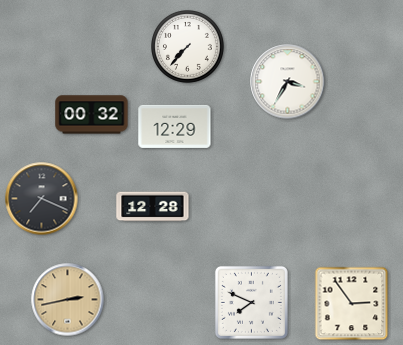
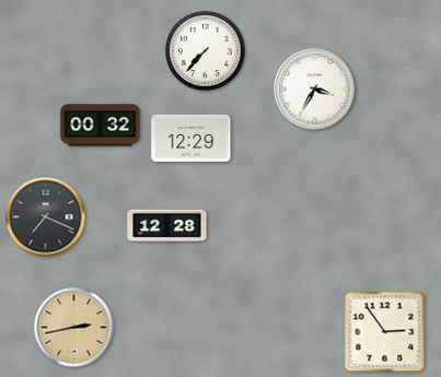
clock at (251, 302): 7:49 -> none
